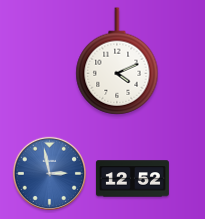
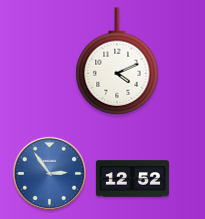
clock at (49, 173): 2:58 -> 2:54
